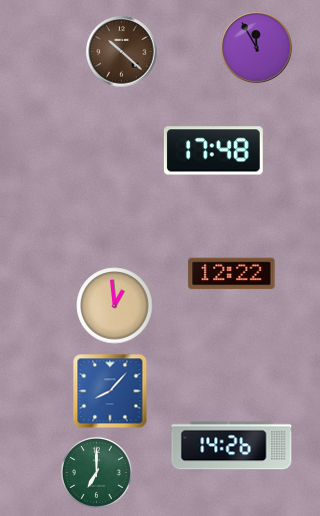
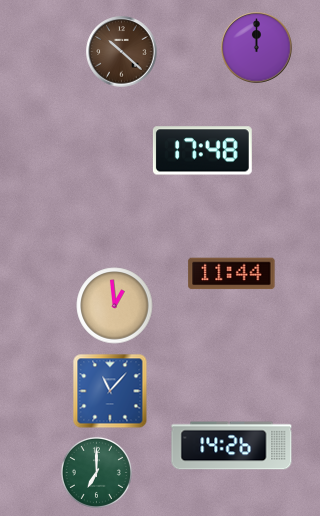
clock at (257, 48): 11:55 -> 12:00
clock at (213, 151) position: (213, 151) -> (202, 151)
clock at (232, 274): 12:22 -> 11:44
clock at (110, 391): 8:07 -> 11:07
